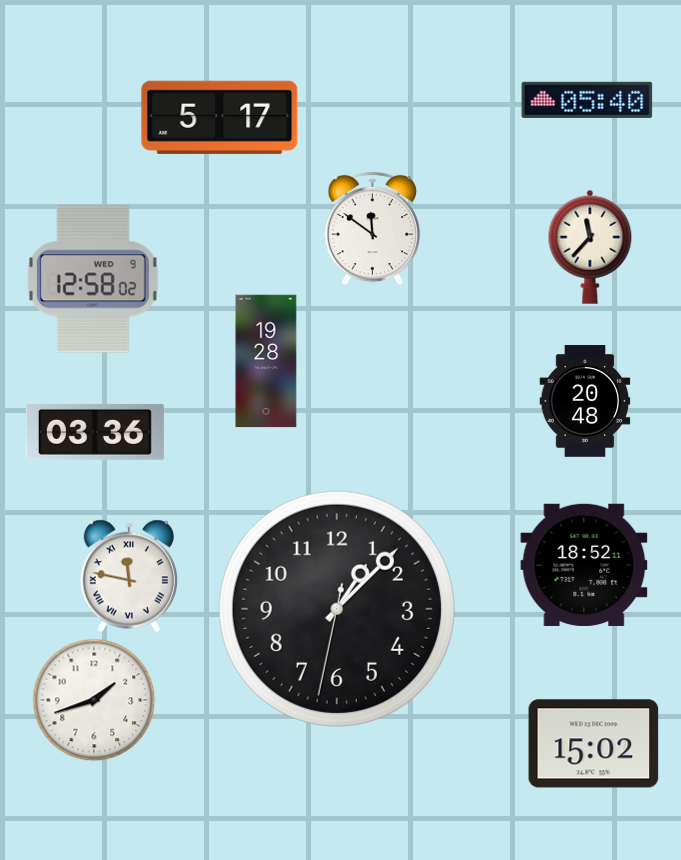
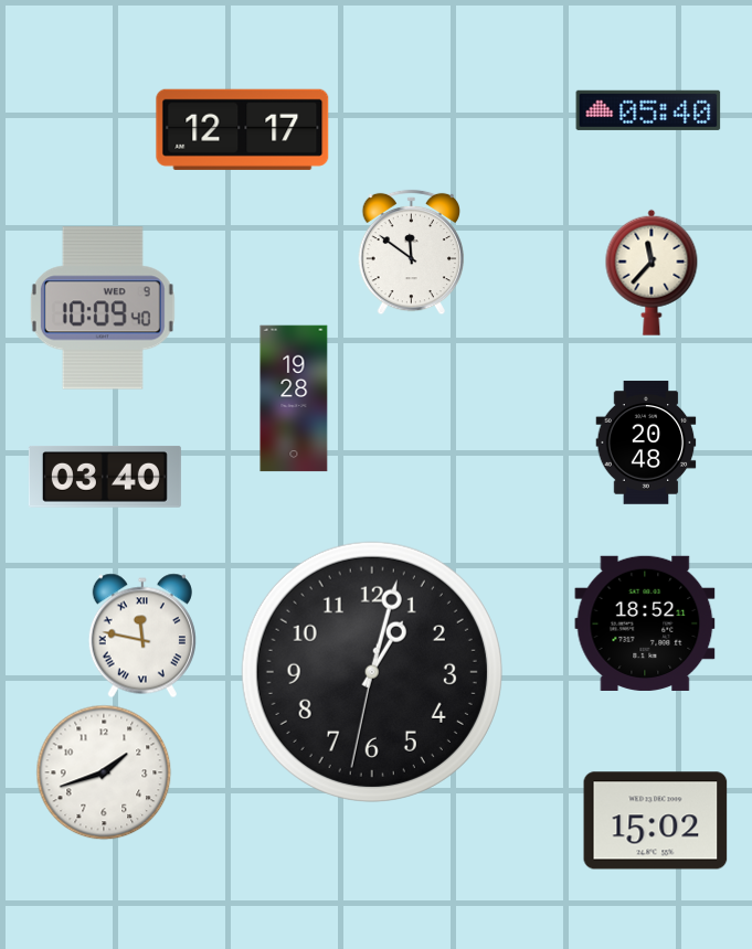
clock at (220, 117): 5:17 -> 12:17
clock at (93, 279): 12:58 -> 10:09
clock at (95, 432): 03:36 -> 03:40
clock at (337, 609): 1:07 -> 1:02
